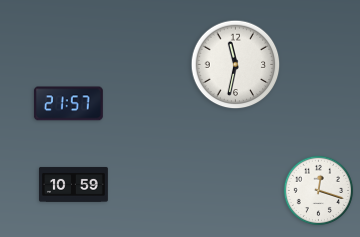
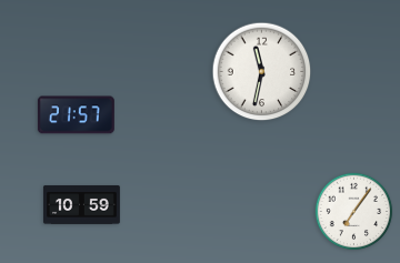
clock at (319, 191): 12:18 -> 7:06
